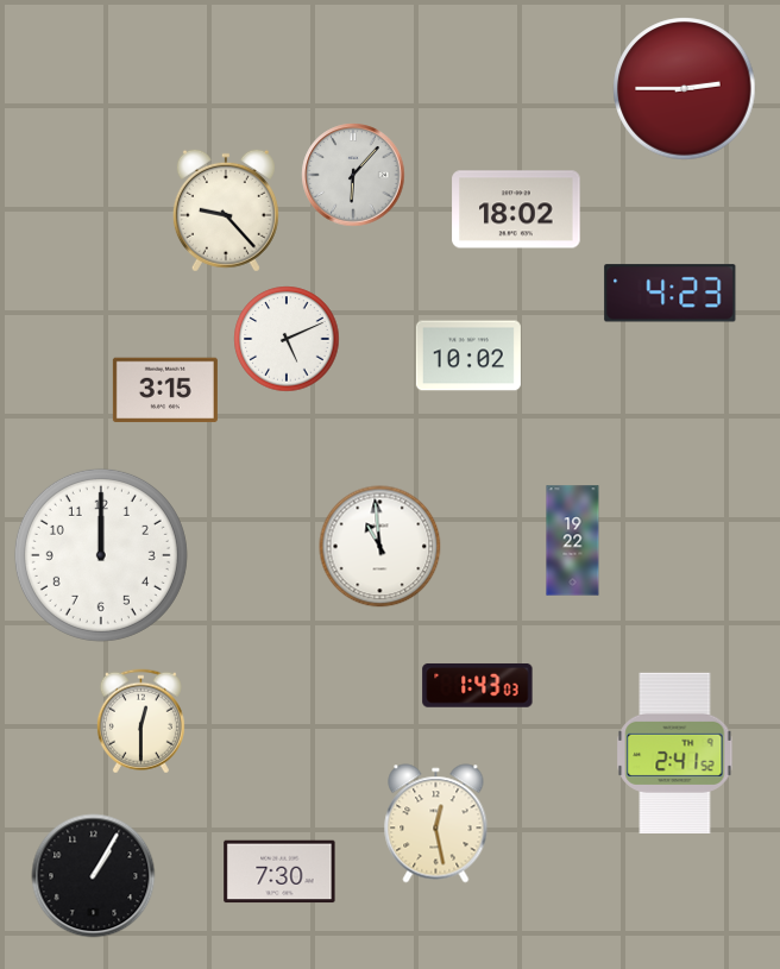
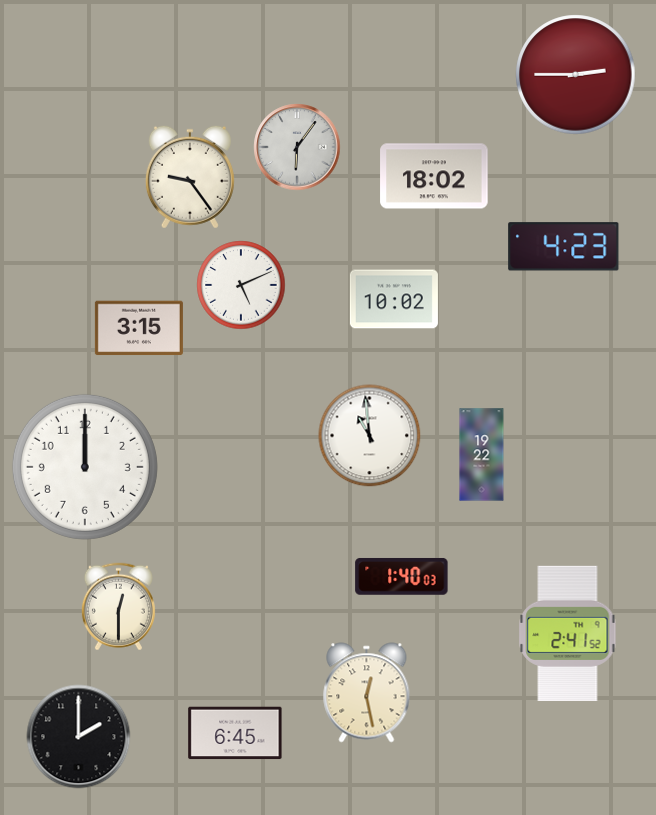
clock at (353, 175): 6:07 -> 6:06
clock at (226, 210): 9:23 -> 9:24
clock at (380, 547) position: (380, 547) -> (370, 436)
clock at (478, 686): 1:43 -> 1:40
clock at (279, 872): 7:30 -> 6:45
clock at (94, 876): 1:05 -> 2:00
